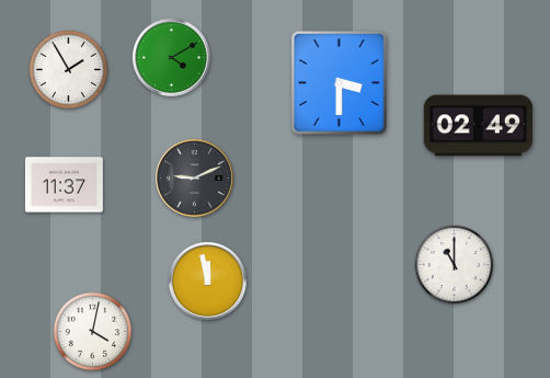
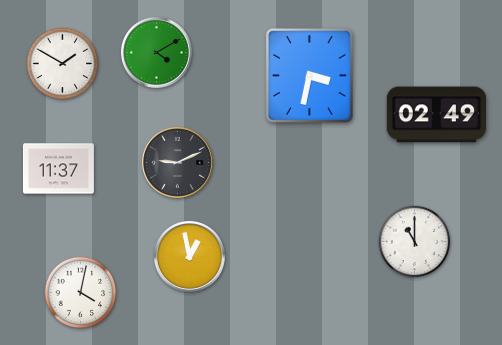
clock at (69, 70): 1:55 -> 1:50
clock at (339, 82): 3:30 -> 3:32
clock at (207, 280): 11:58 -> 12:58
clock at (93, 332) position: (93, 332) -> (81, 293)
